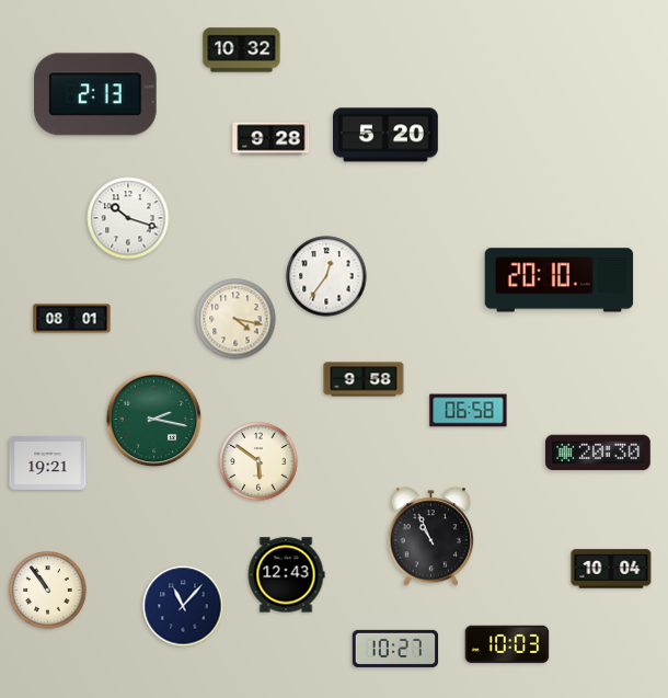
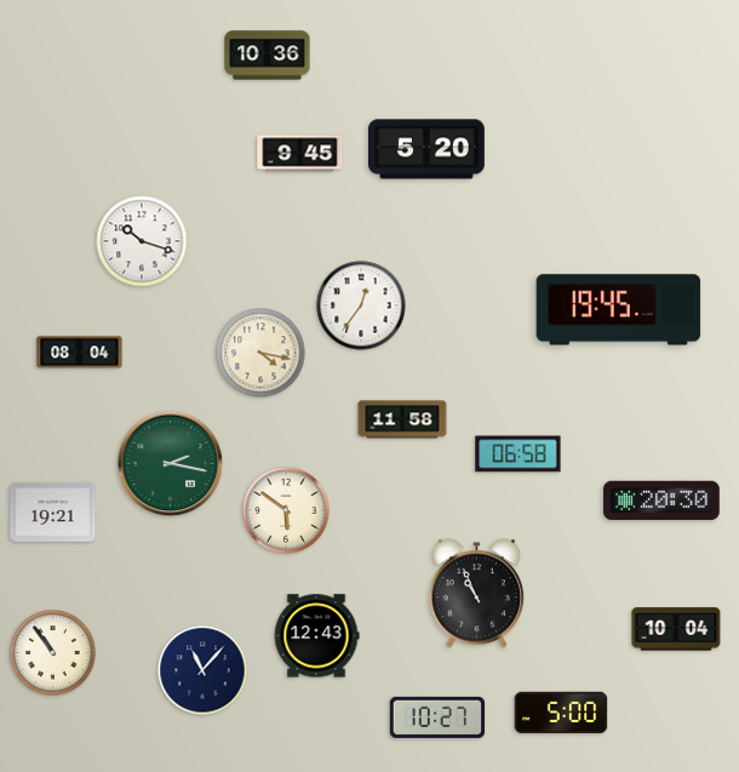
clock at (242, 50): 10:32 -> 10:36
clock at (95, 94): 2:13 -> none
clock at (272, 139): 9:28 -> 9:45
clock at (560, 281): 20:10 -> 19:45
clock at (72, 319): 08:01 -> 08:04
clock at (364, 379): 9:58 -> 11:58
clock at (507, 644): 10:03 -> 5:00
